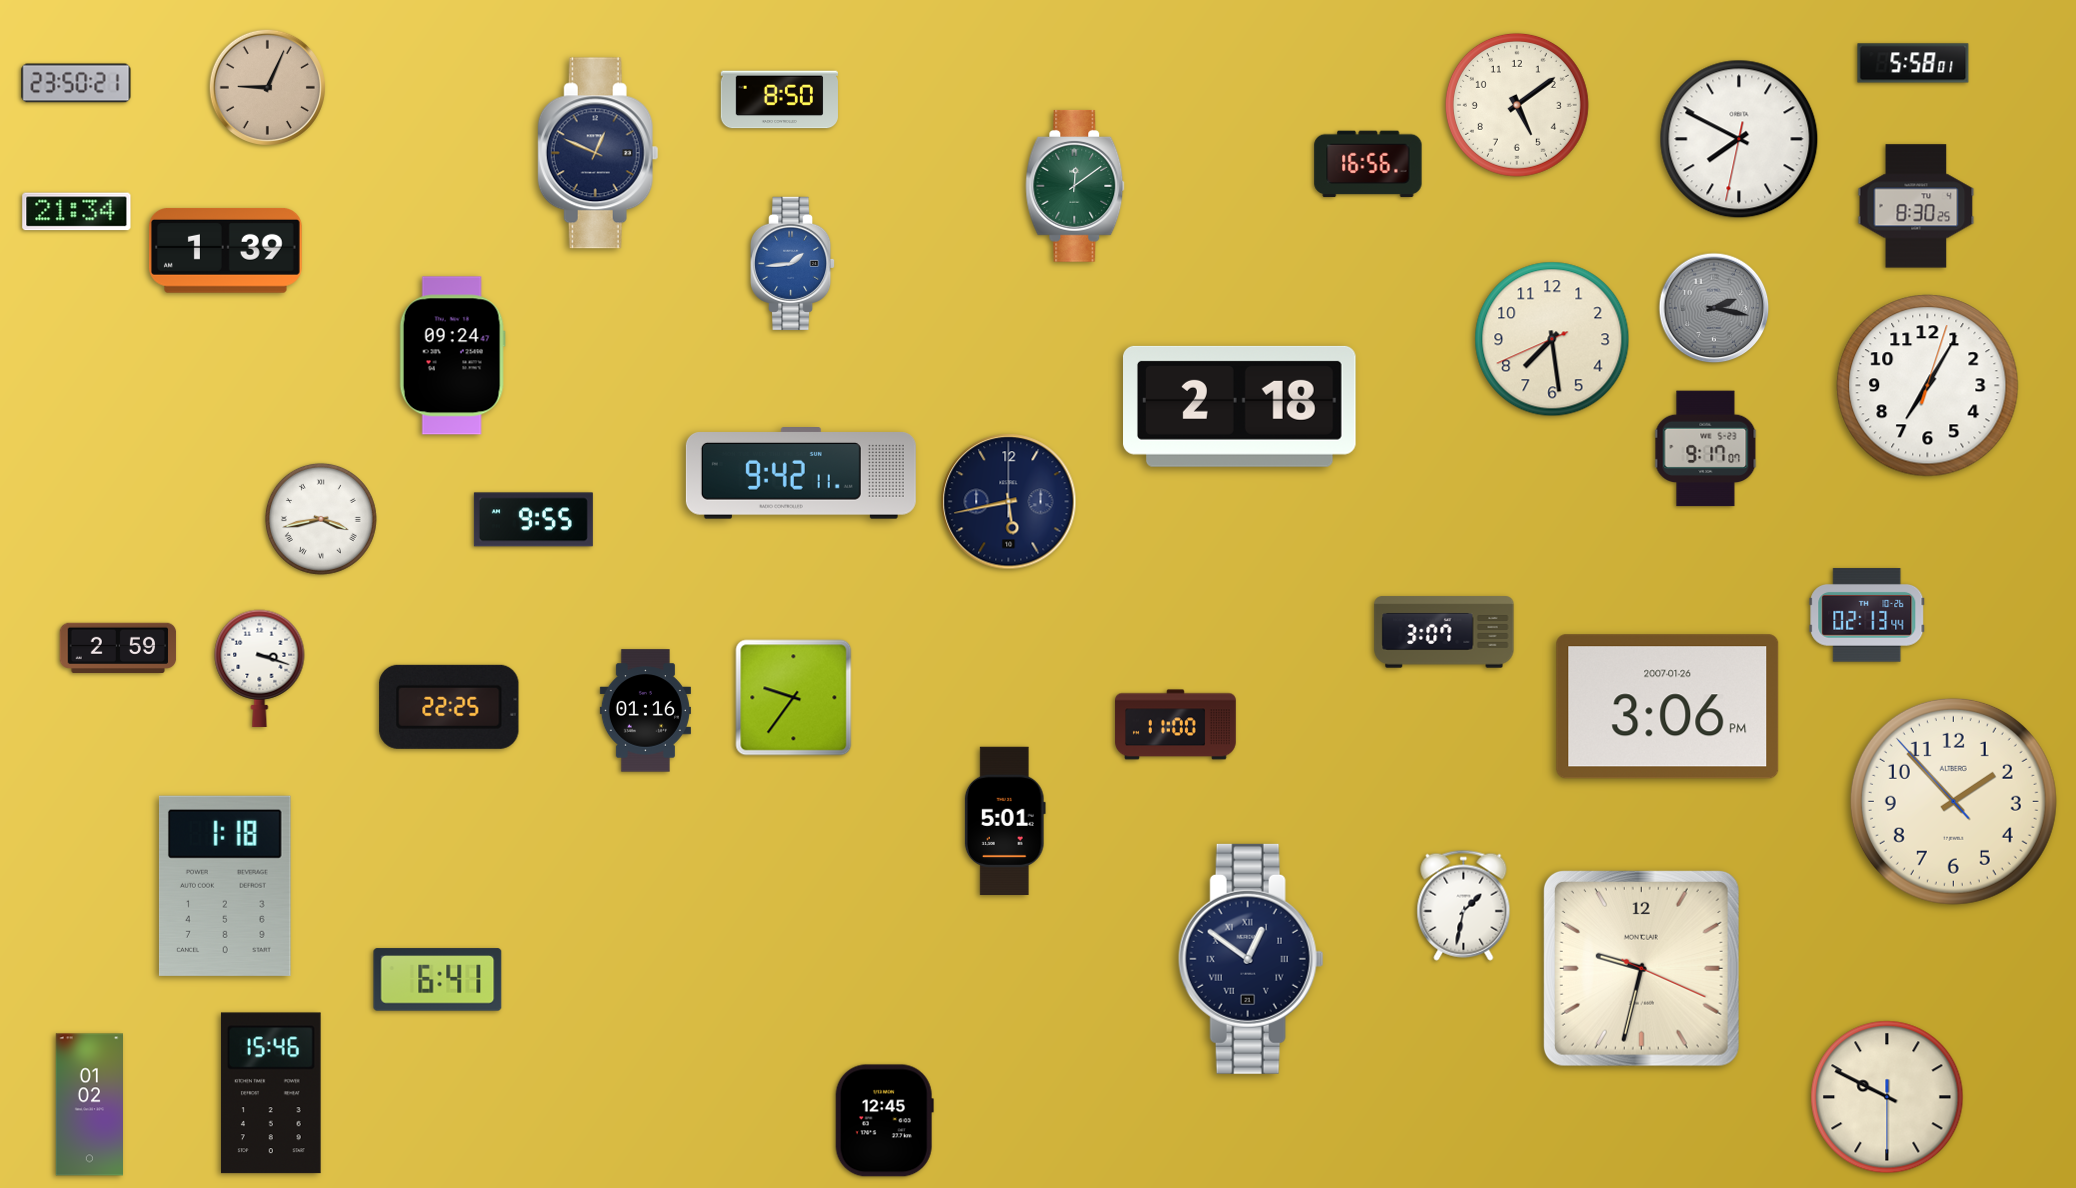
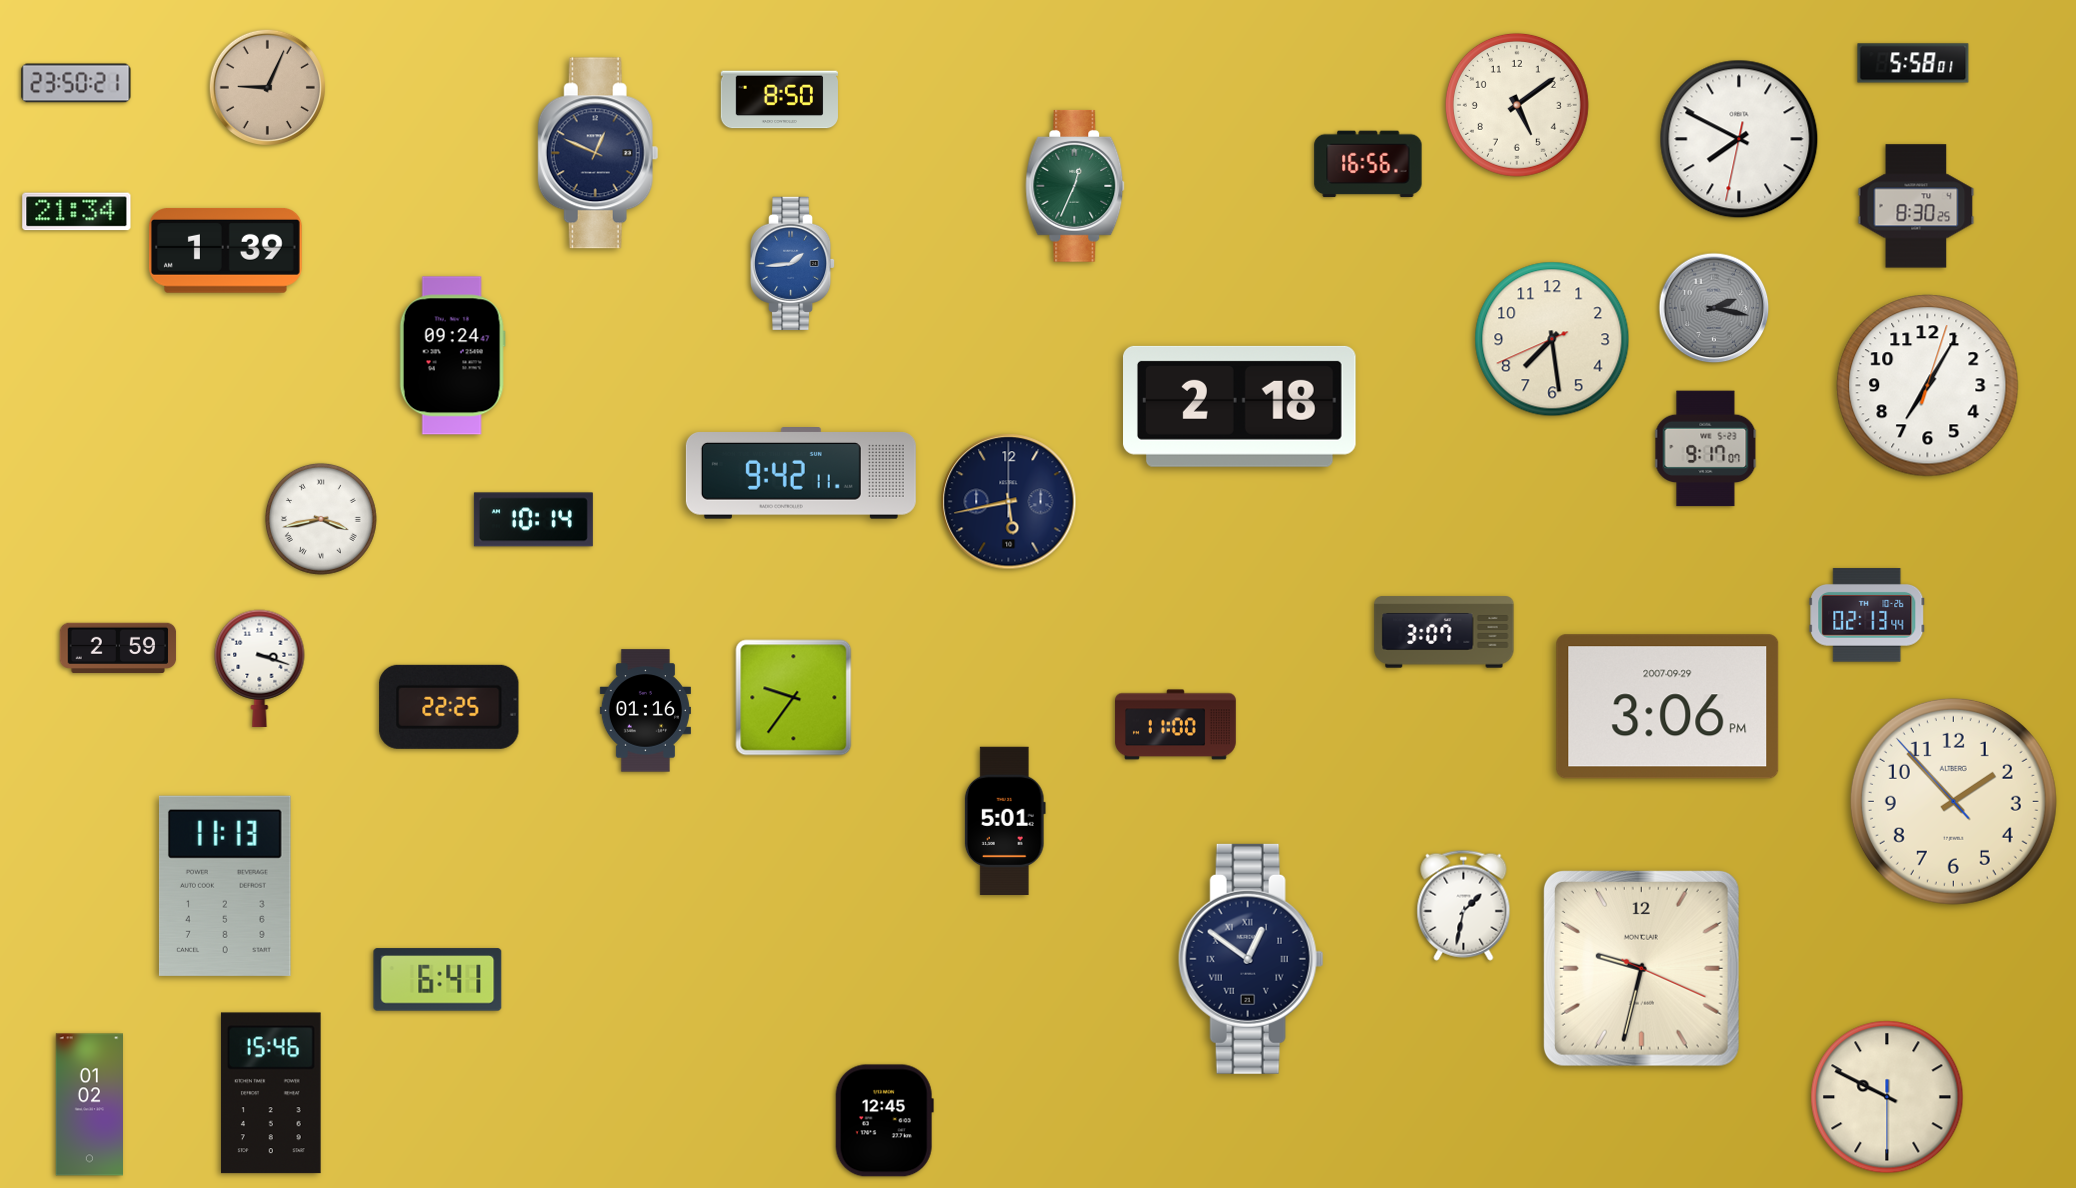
clock at (1075, 186): 12:09 -> 12:34
clock at (533, 520): 9:55 -> 10:14
clock at (1668, 707) date: 2007-01-26 -> 2007-09-29
clock at (225, 886): 1:18 -> 11:13
